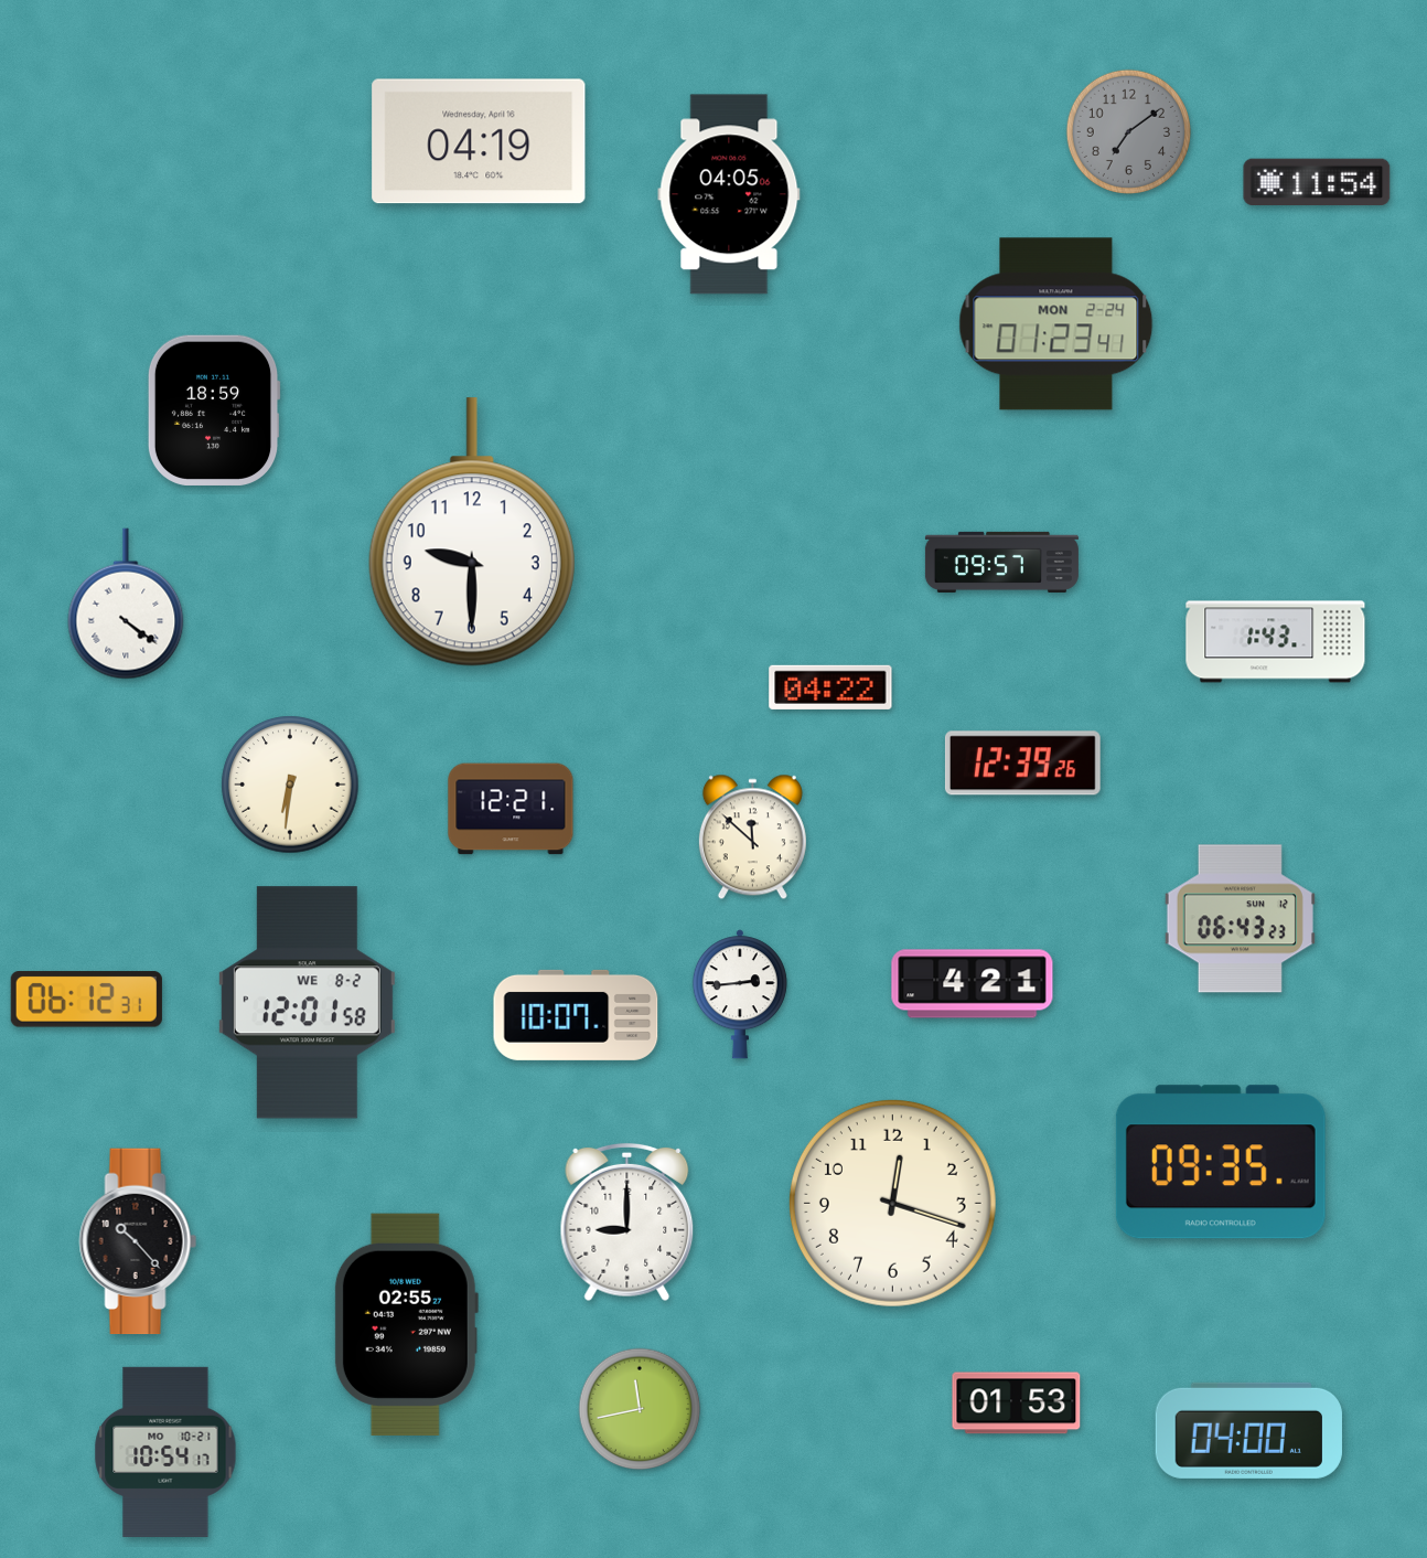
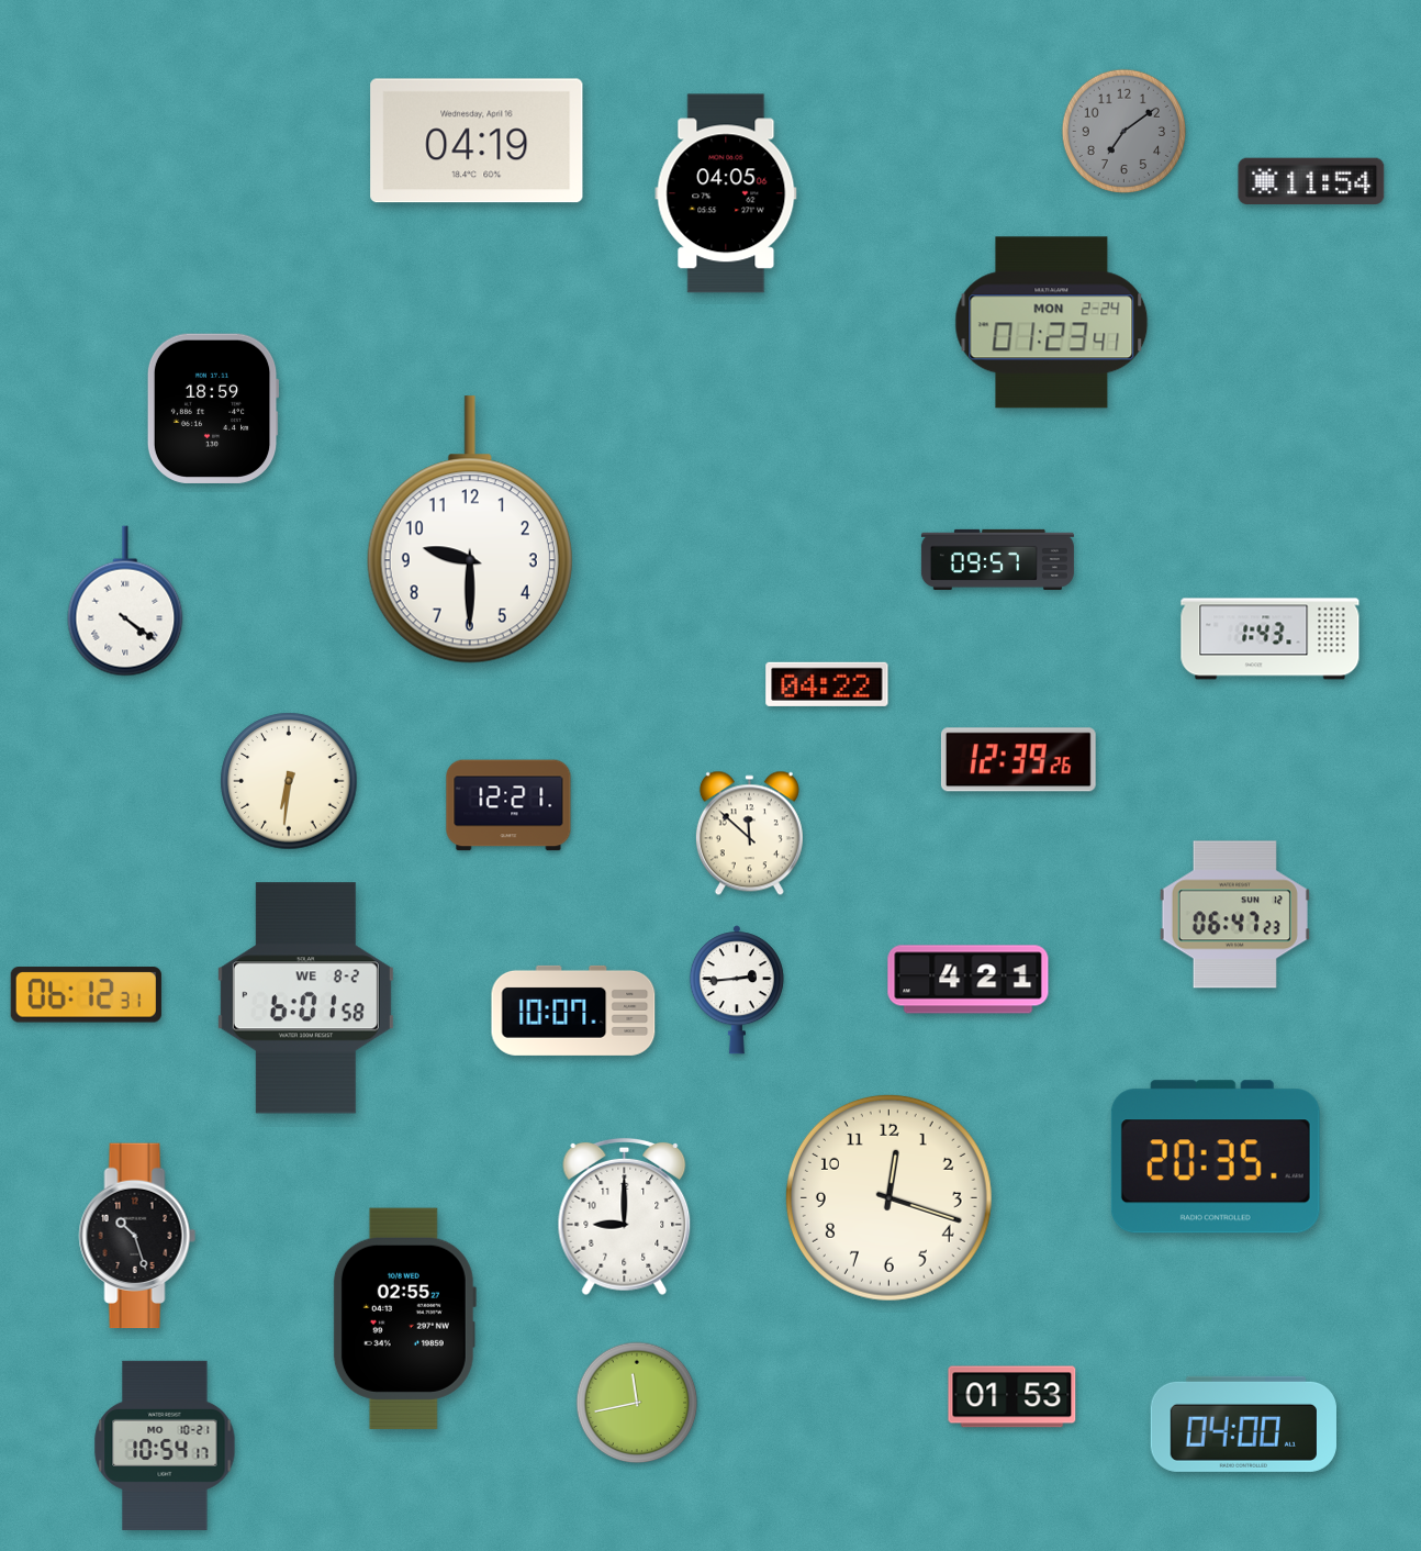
clock at (1240, 919): 06:43 -> 06:47
clock at (307, 1003): 12:01 -> 6:01
clock at (1221, 1162): 09:35 -> 20:35
clock at (138, 1241): 10:23 -> 10:27
